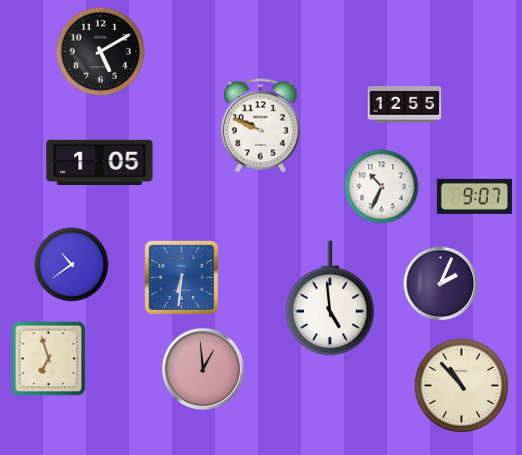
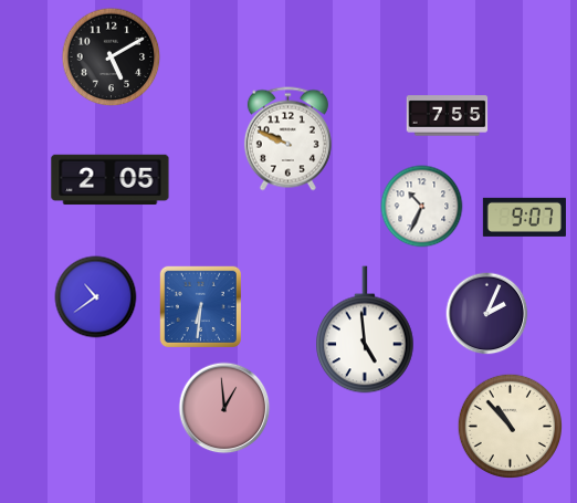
clock at (405, 105): 12:55 -> 7:55
clock at (100, 163): 1:05 -> 2:05
clock at (72, 265) position: (72, 265) -> (96, 297)
clock at (49, 359): 6:57 -> none
